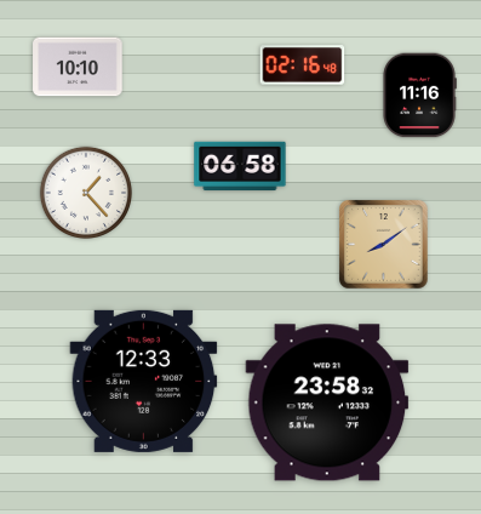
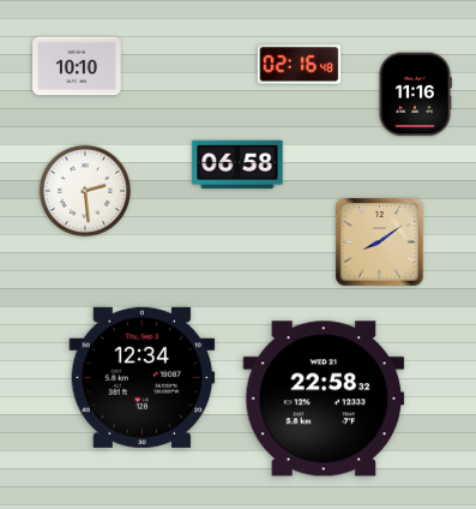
clock at (85, 192): 1:23 -> 2:29
clock at (144, 381): 12:33 -> 12:34
clock at (327, 402): 23:58 -> 22:58
